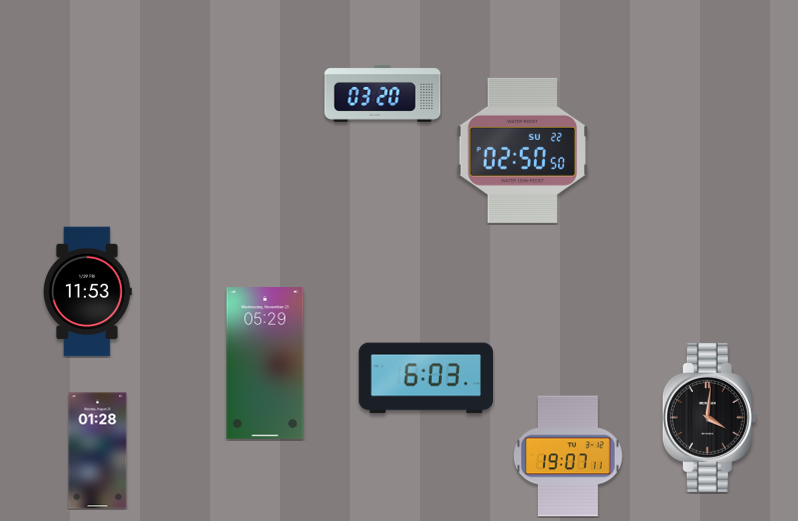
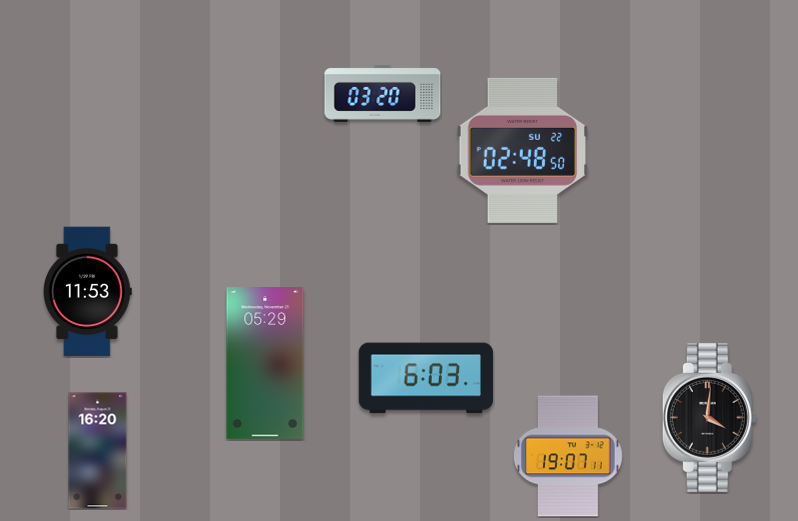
clock at (523, 150): 02:50 -> 02:48
clock at (98, 451): 01:28 -> 16:20
